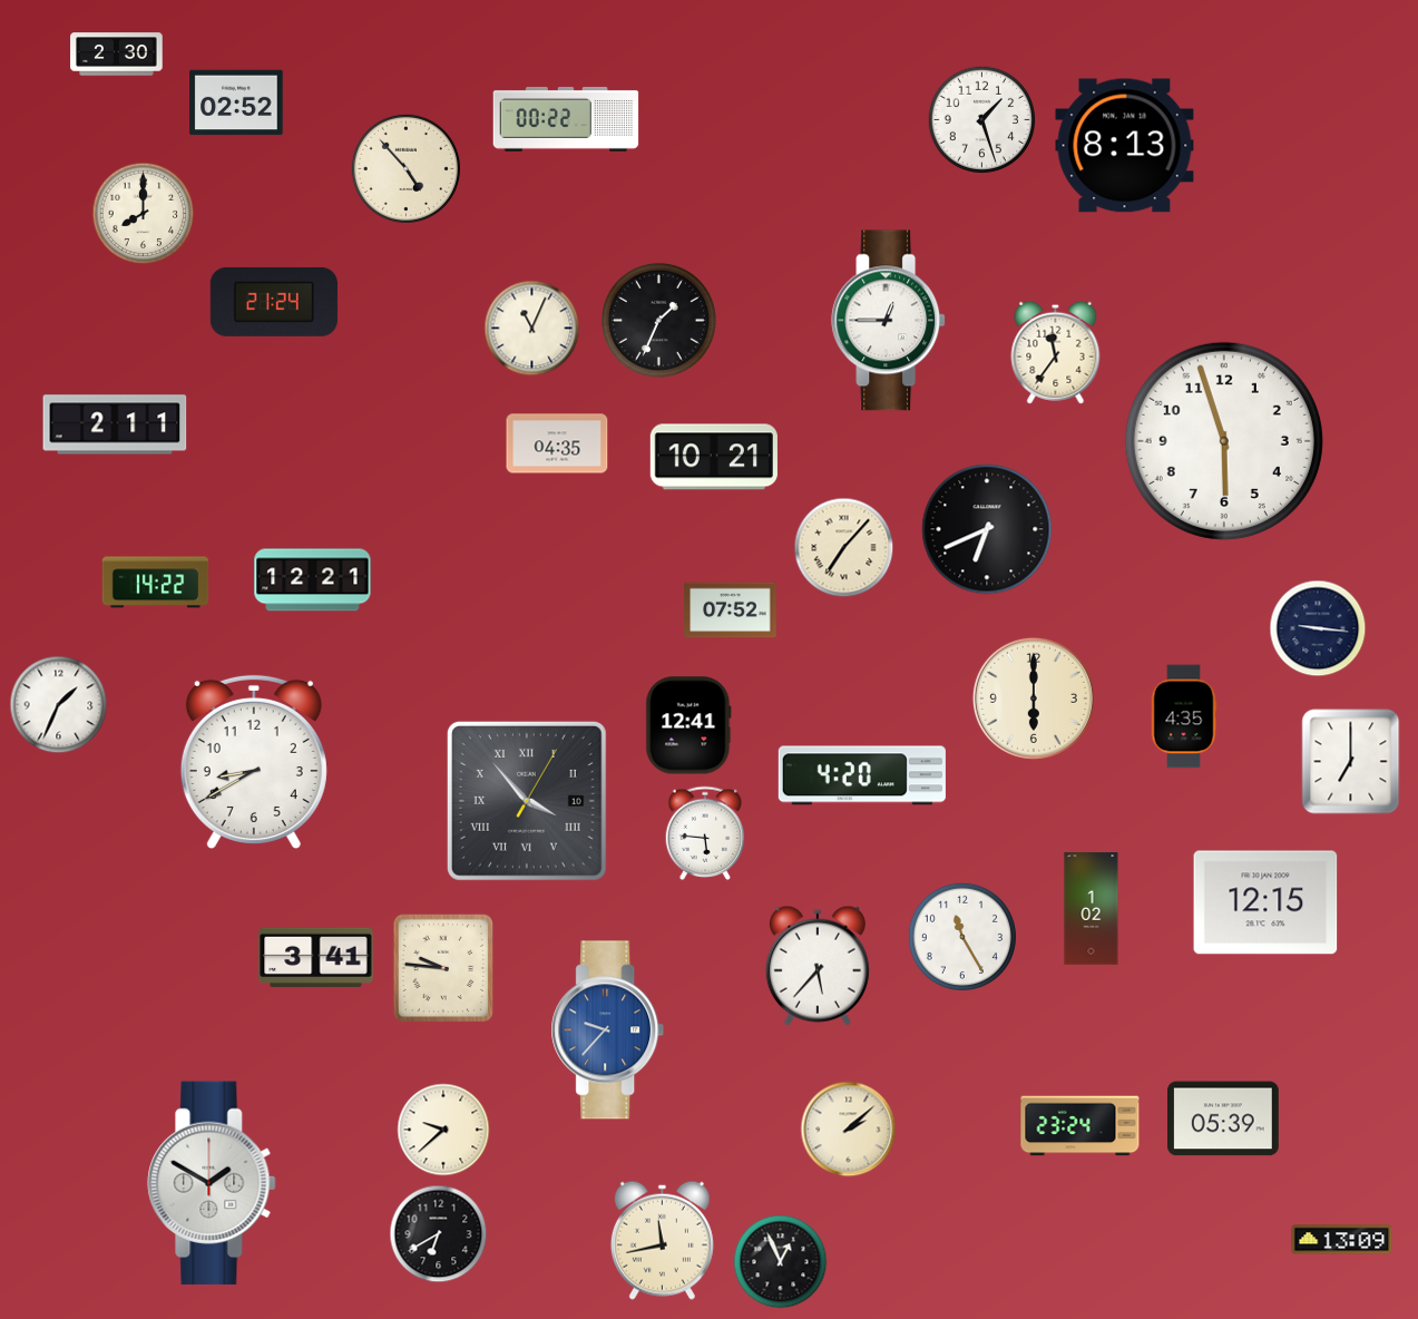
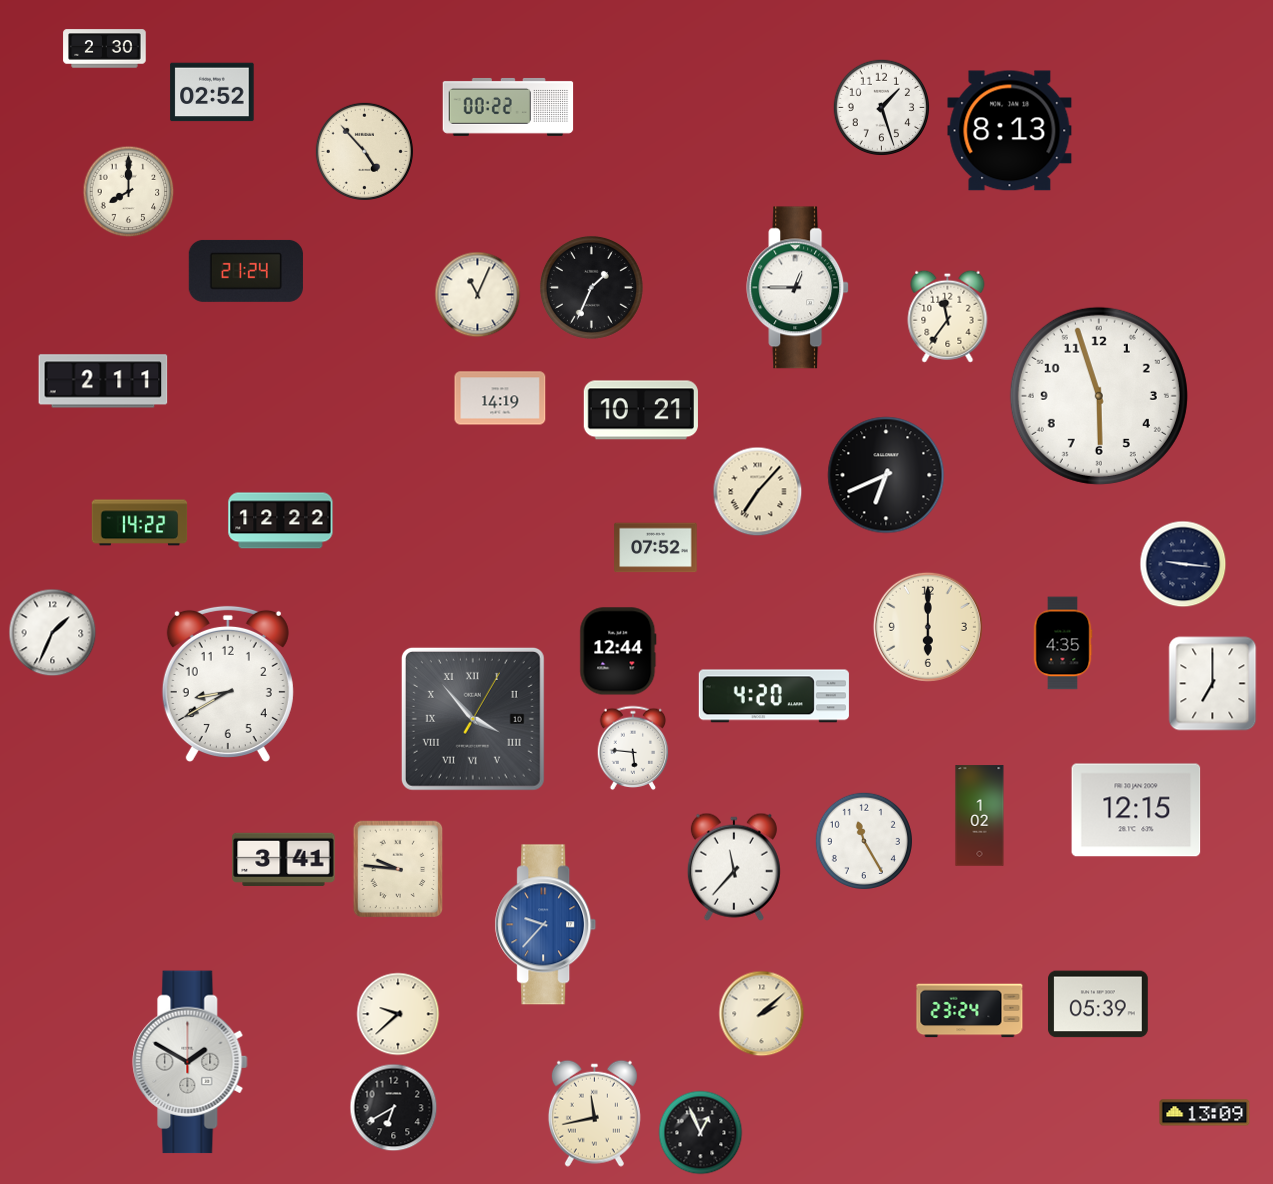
clock at (557, 443): 04:35 -> 14:19
clock at (313, 580): 12:21 -> 12:22
clock at (688, 725): 12:41 -> 12:44
clock at (818, 966): 5:37 -> 11:37
